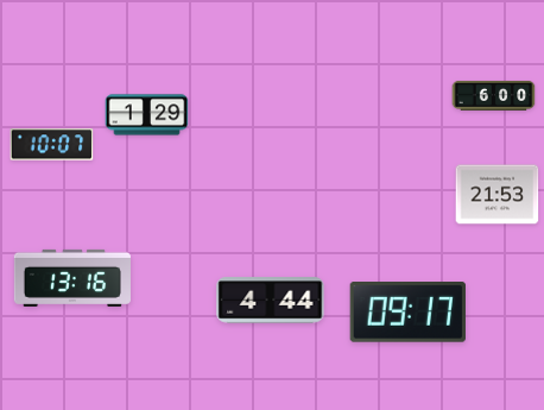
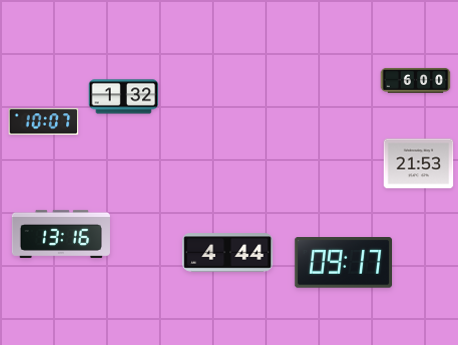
clock at (147, 115): 1:29 -> 1:32
